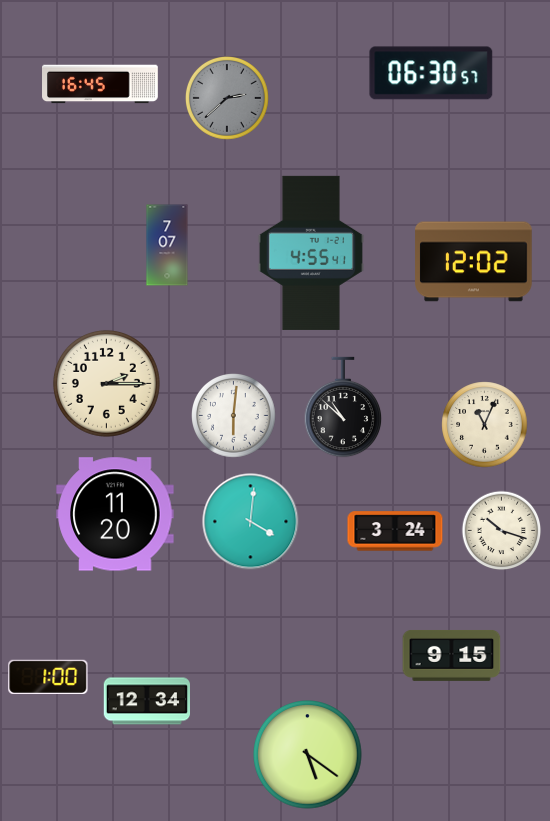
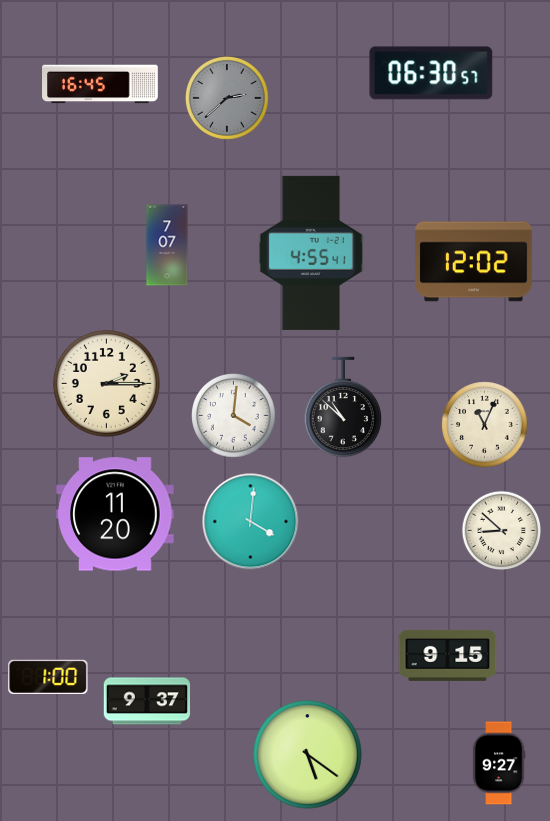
clock at (234, 416): 6:01 -> 4:01
clock at (395, 531): 3:24 -> none
clock at (502, 531): 10:18 -> 8:52
clock at (452, 655) position: (452, 655) -> (448, 655)
clock at (146, 701): 12:34 -> 9:37
clock at (499, 763): none -> 9:27
